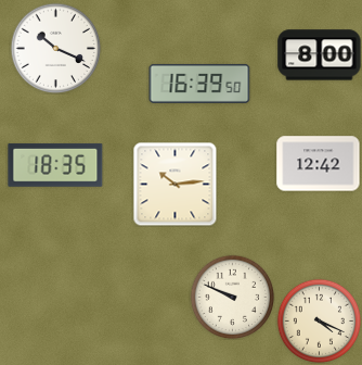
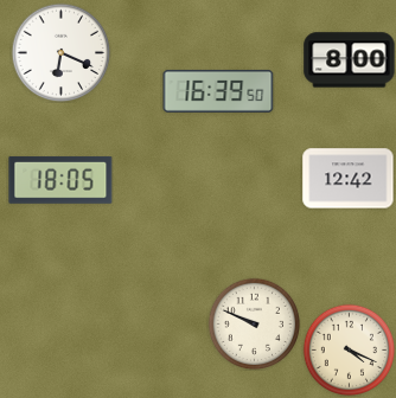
clock at (55, 48): 10:19 -> 6:19
clock at (55, 165): 18:35 -> 18:05
clock at (174, 184): 10:14 -> none
